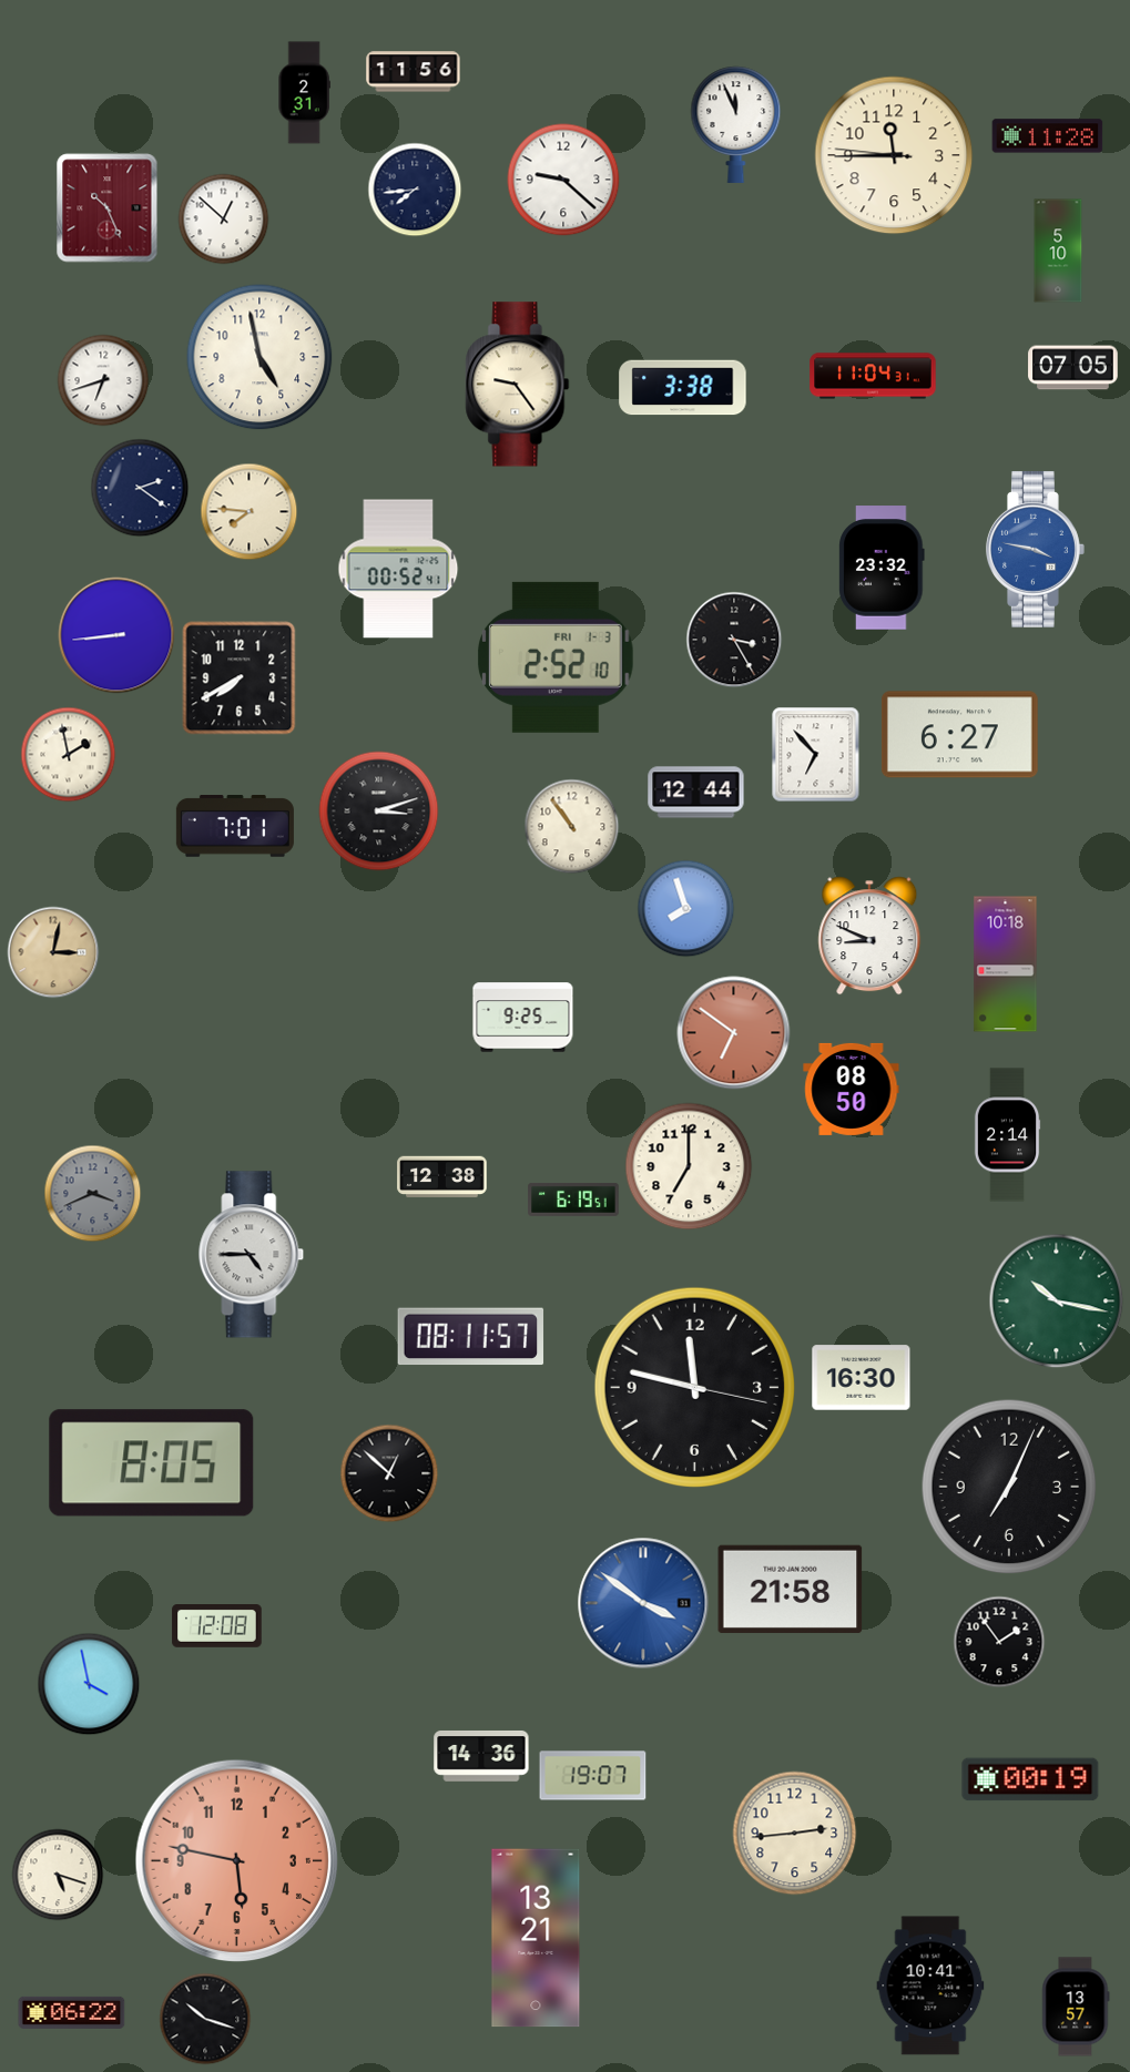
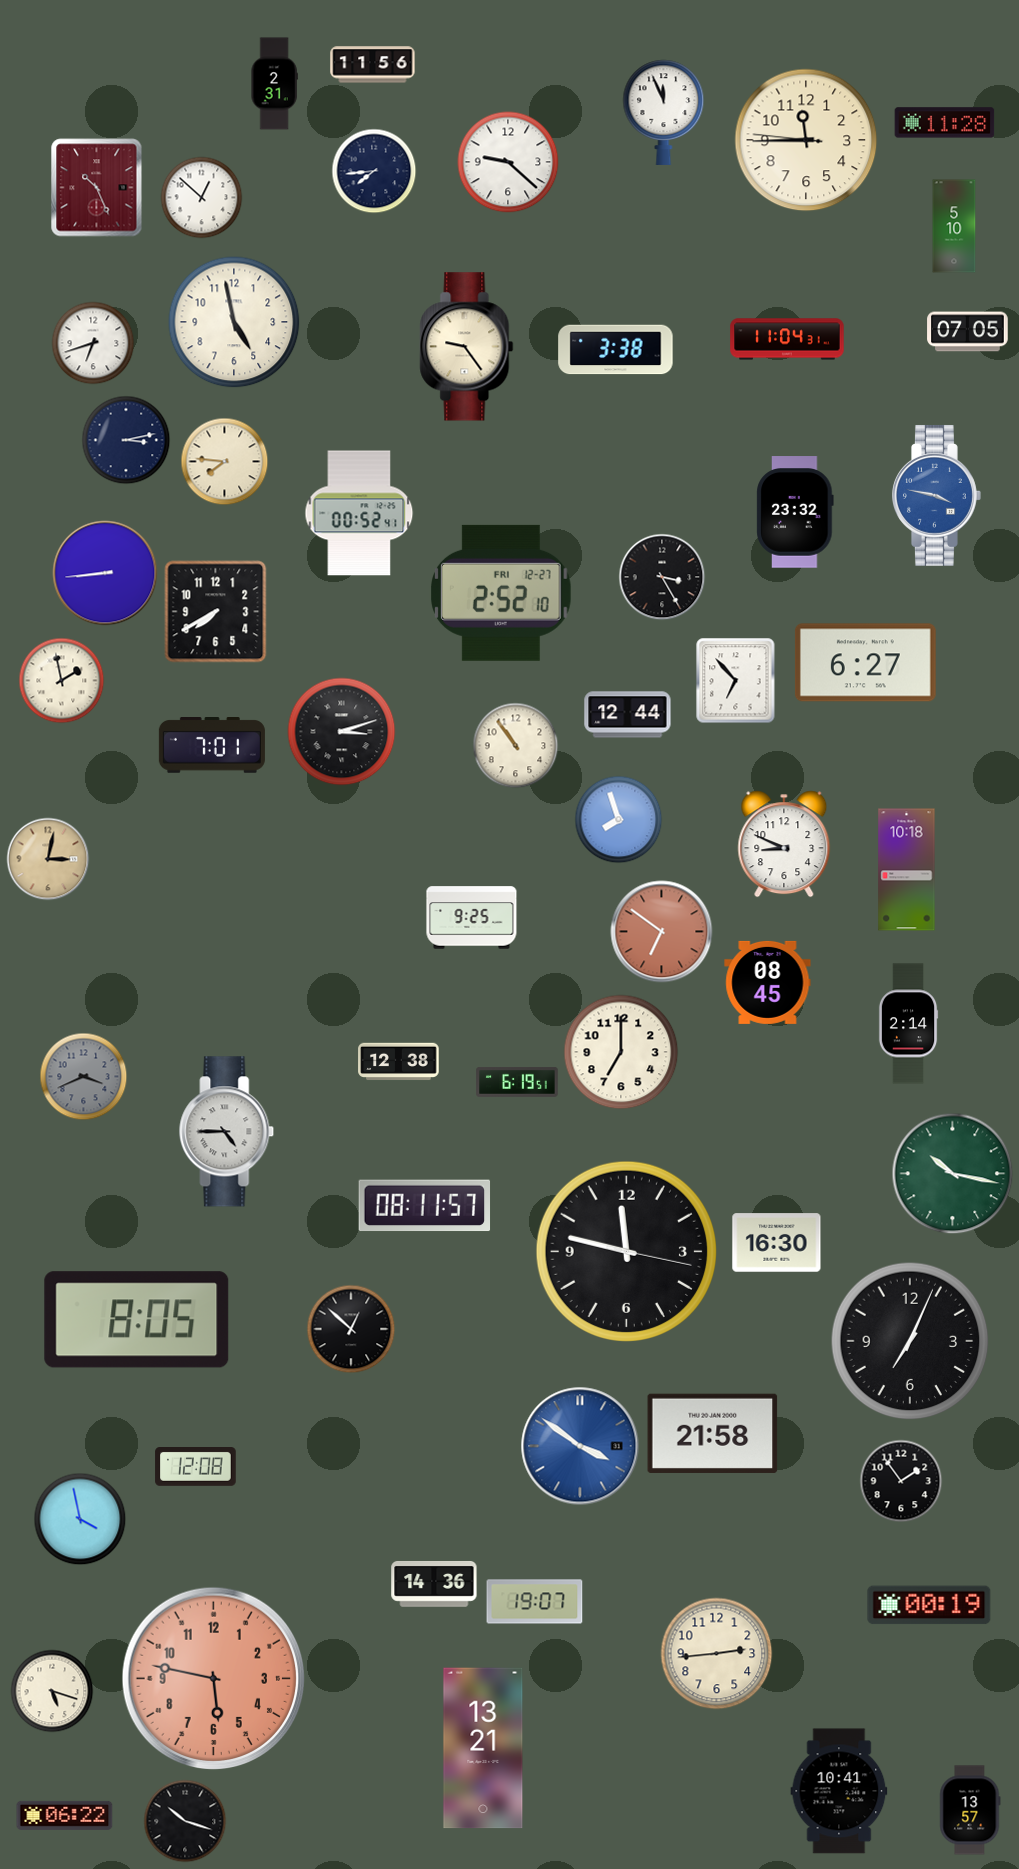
clock at (140, 488): 2:21 -> 3:13
clock at (1036, 549) position: (1036, 549) -> (937, 495)
clock at (557, 657) date: FRI 1-3 -> FRI 12-27
clock at (852, 1089): 08:50 -> 08:45
